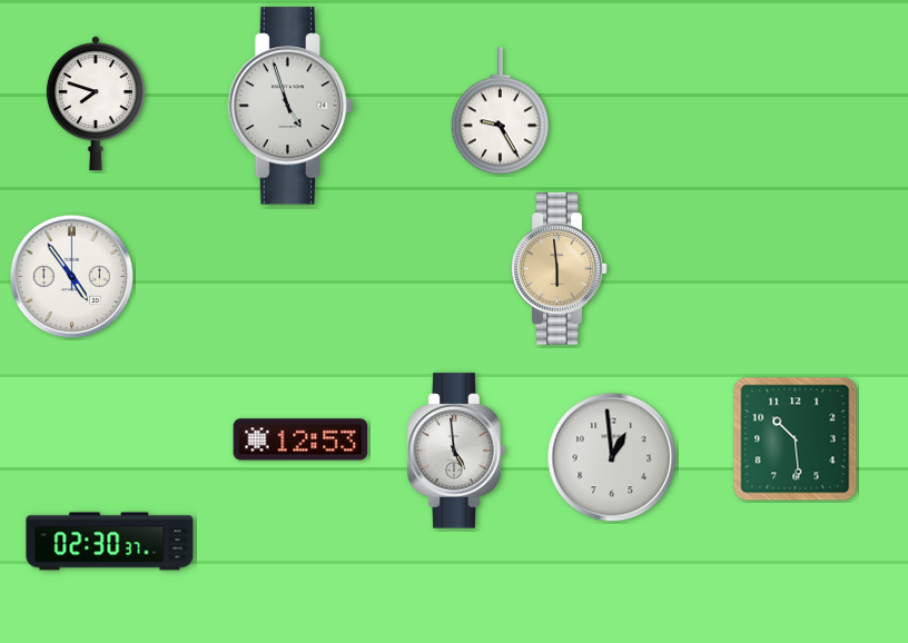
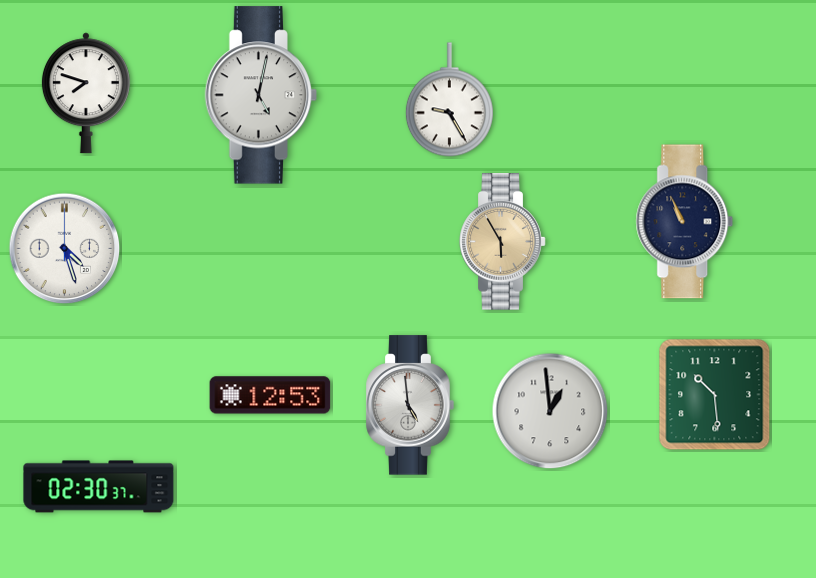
clock at (290, 106): 4:57 -> 5:02
clock at (685, 222): none -> 10:56
clock at (560, 269): 5:59 -> 5:55
clock at (72, 277): 4:54 -> 4:27
